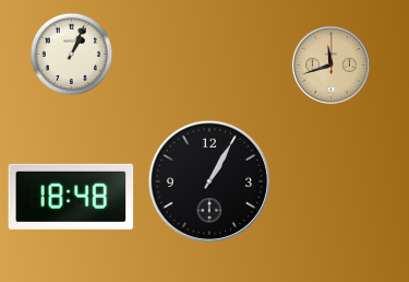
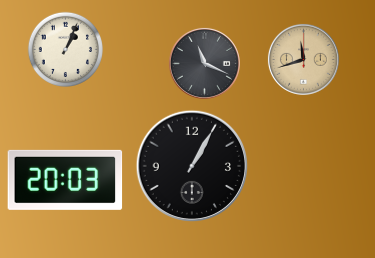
clock at (204, 63): none -> 11:19
clock at (71, 197): 18:48 -> 20:03
